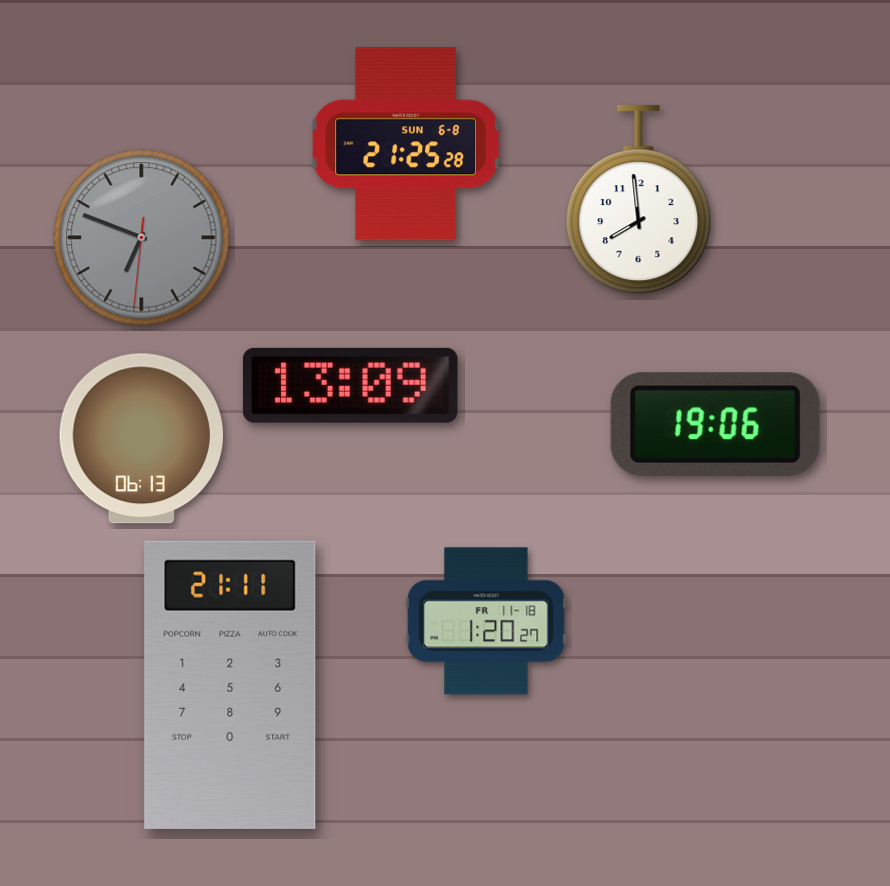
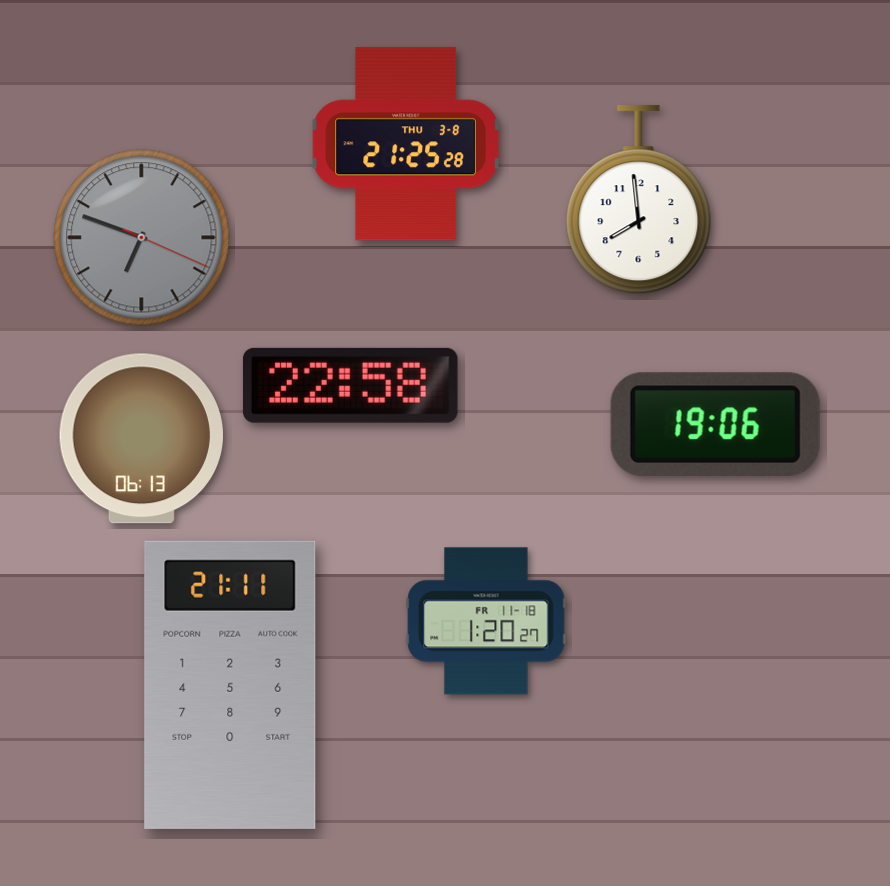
clock at (406, 144) date: SUN 6-8 -> THU 3-8
clock at (142, 238): 6:48:31 -> 6:48:19
clock at (350, 385): 13:09 -> 22:58
